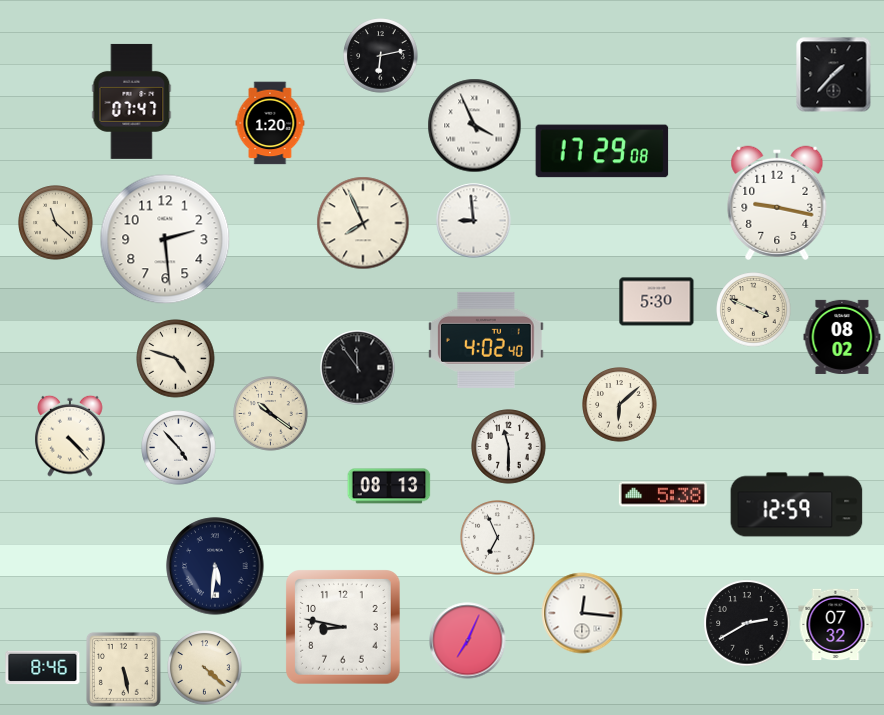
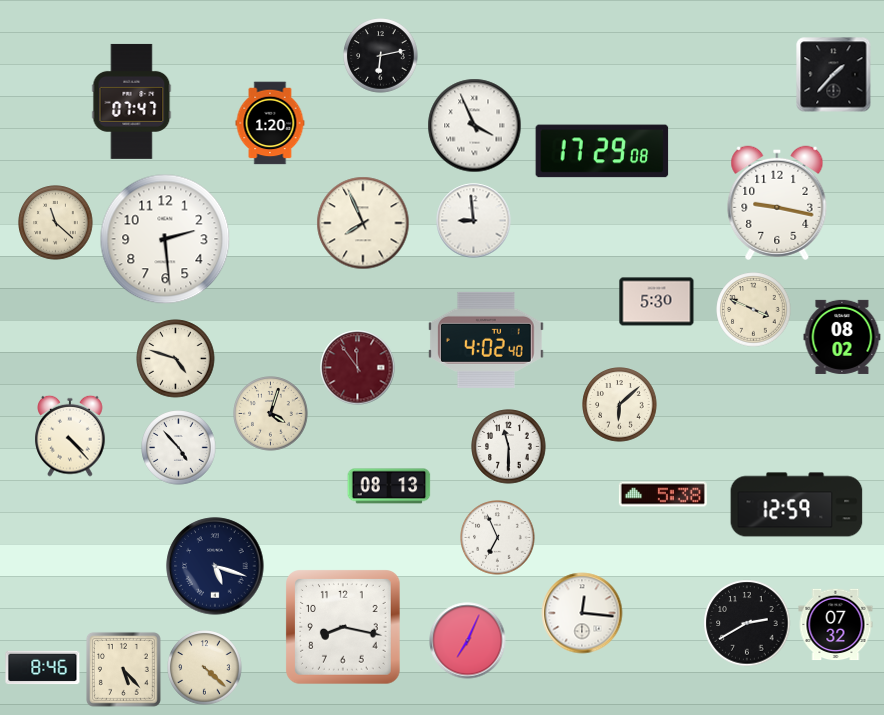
clock at (358, 368) dial: black -> burgundy
clock at (271, 414): 10:21 -> 4:03
clock at (215, 566): 5:31 -> 5:18
clock at (344, 628): 8:47 -> 8:17
clock at (123, 669): 5:28 -> 5:23
